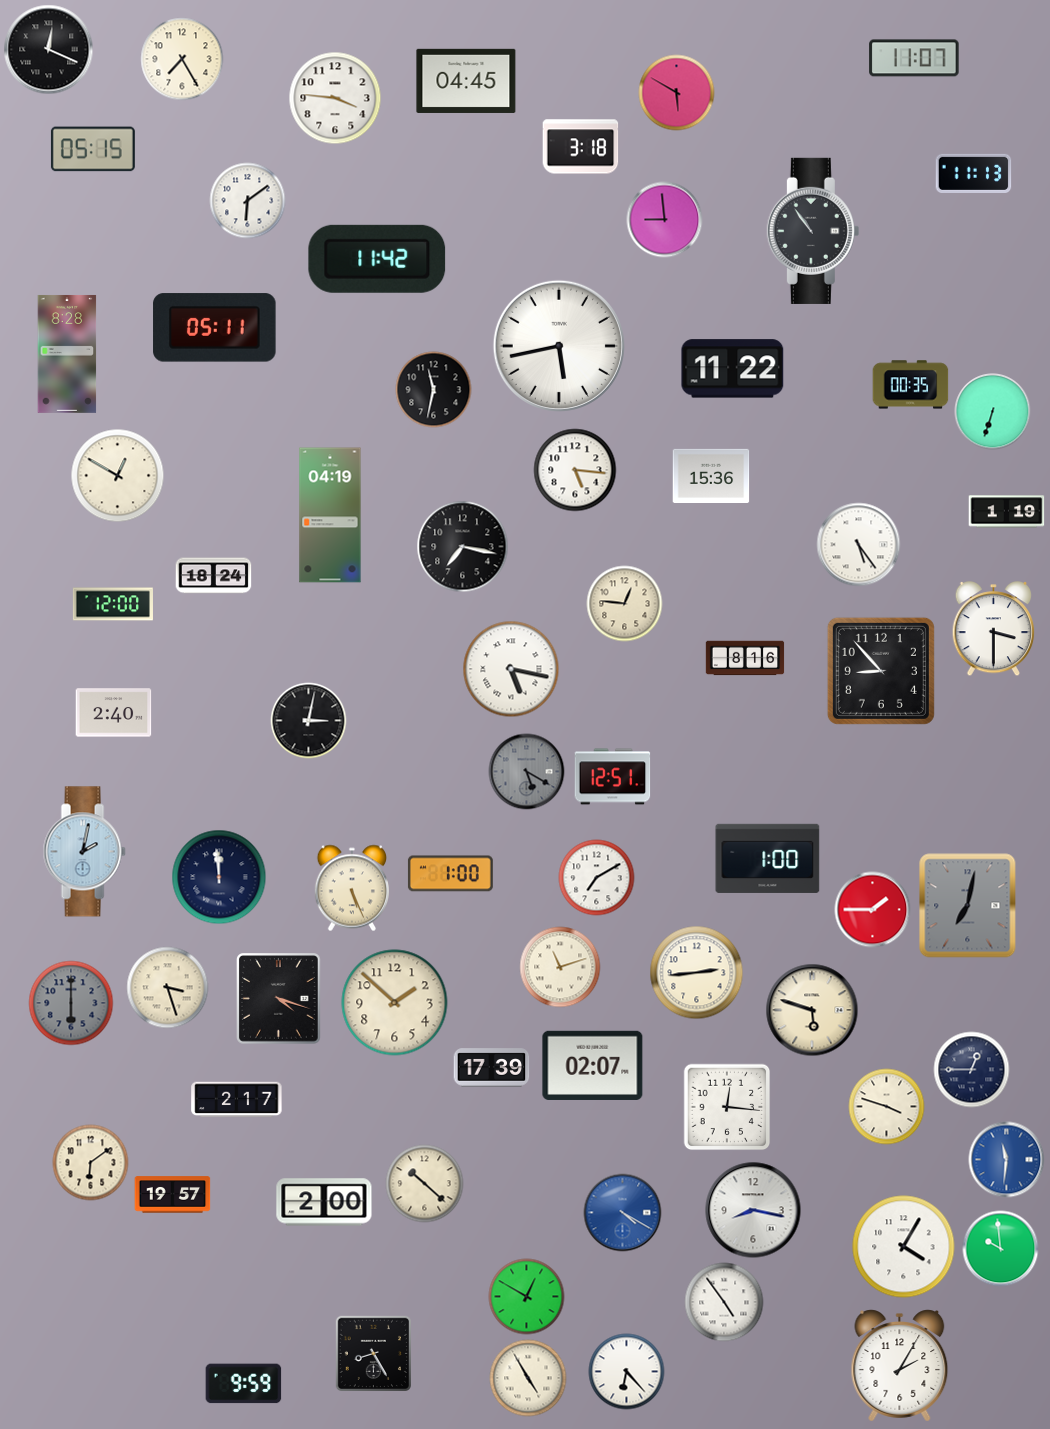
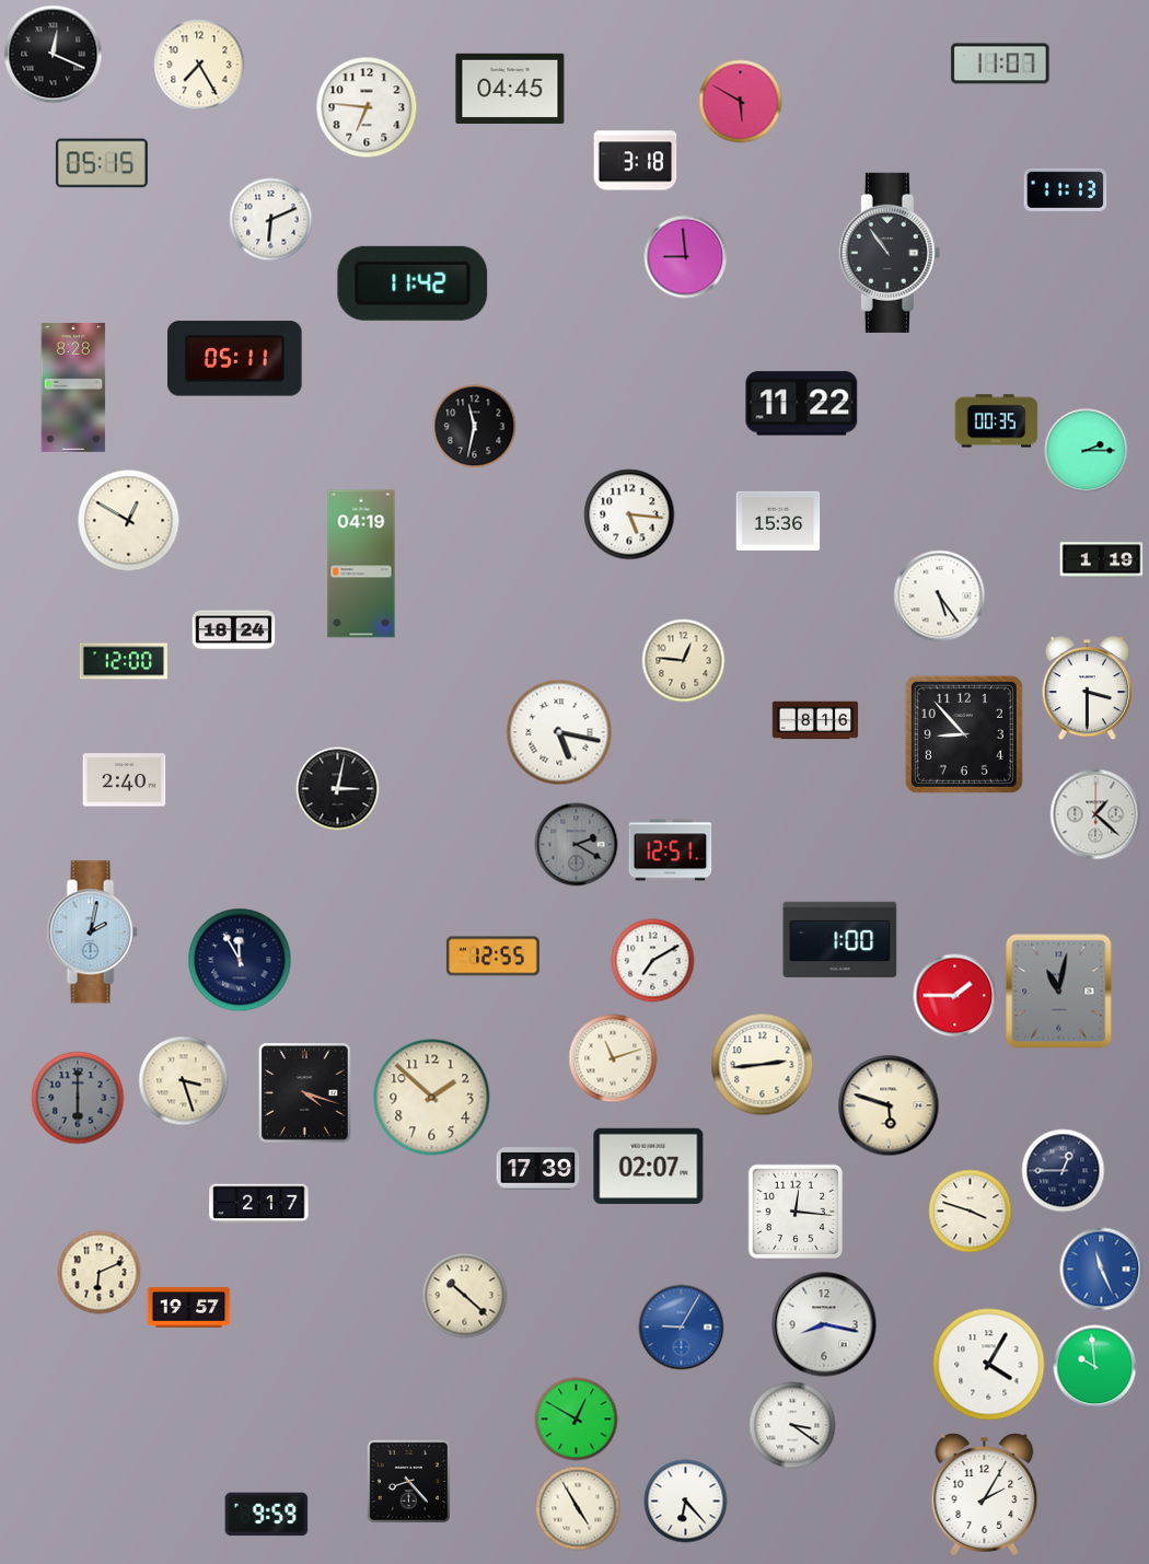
clock at (335, 98): 3:46 -> 6:46
clock at (248, 201): 6:09 -> 6:11
clock at (665, 220) position: (665, 220) -> (686, 257)
clock at (559, 346): 5:43 -> none
clock at (993, 412): 6:33 -> 2:15
clock at (463, 547): 7:17 -> none
clock at (1095, 814): none -> 1:22
clock at (527, 772): 5:20 -> 2:20
clock at (450, 874): 1:00 -> 12:55
clock at (219, 877): 11:59 -> 11:55
clock at (351, 888): 5:26 -> none
clock at (968, 906): 7:02 -> 11:02
clock at (1007, 1160): 11:31 -> 11:26
clock at (91, 1163): 6:09 -> 6:11
clock at (324, 1202): 2:00 -> none
clock at (623, 1213): 4:20 -> 9:05
clock at (724, 1302): 4:54 -> 3:21
clock at (373, 1353): 8:25 -> 8:23
